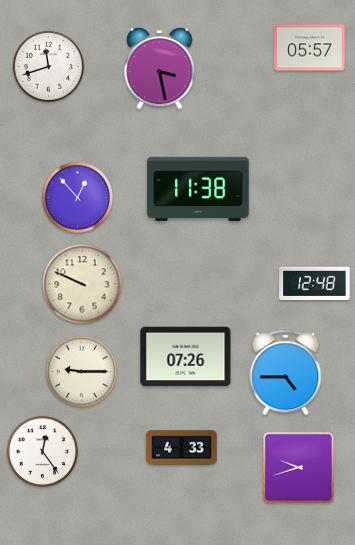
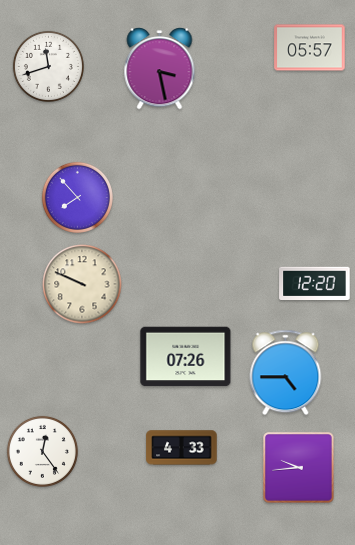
clock at (198, 189): 11:38 -> none
clock at (77, 197): 12:53 -> 7:53
clock at (315, 283): 12:48 -> 12:20
clock at (81, 371): 9:15 -> none
clock at (299, 468): 9:42 -> 9:44
